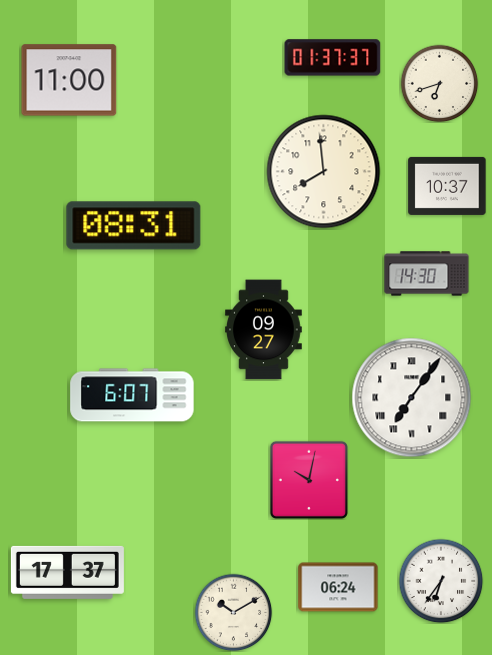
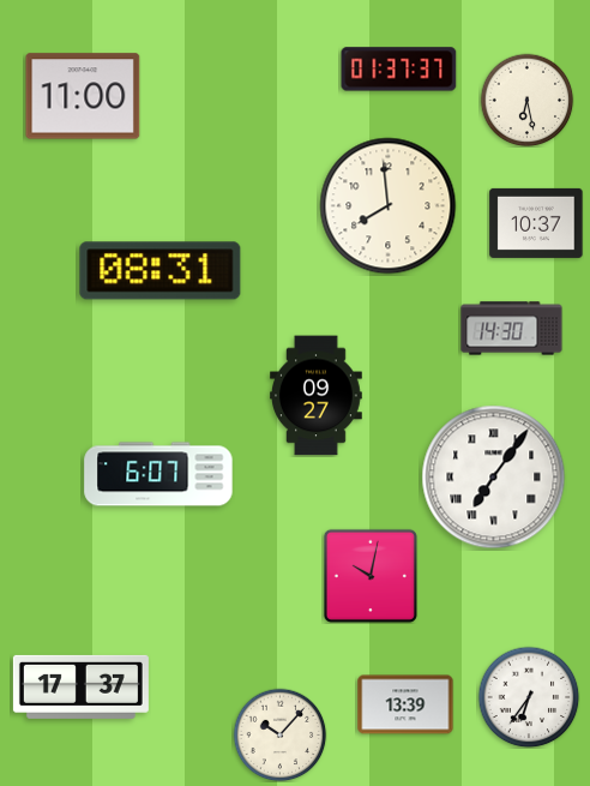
clock at (439, 83): 6:42 -> 6:28
clock at (338, 587): 06:24 -> 13:39
clock at (233, 612): 10:10 -> 10:07
